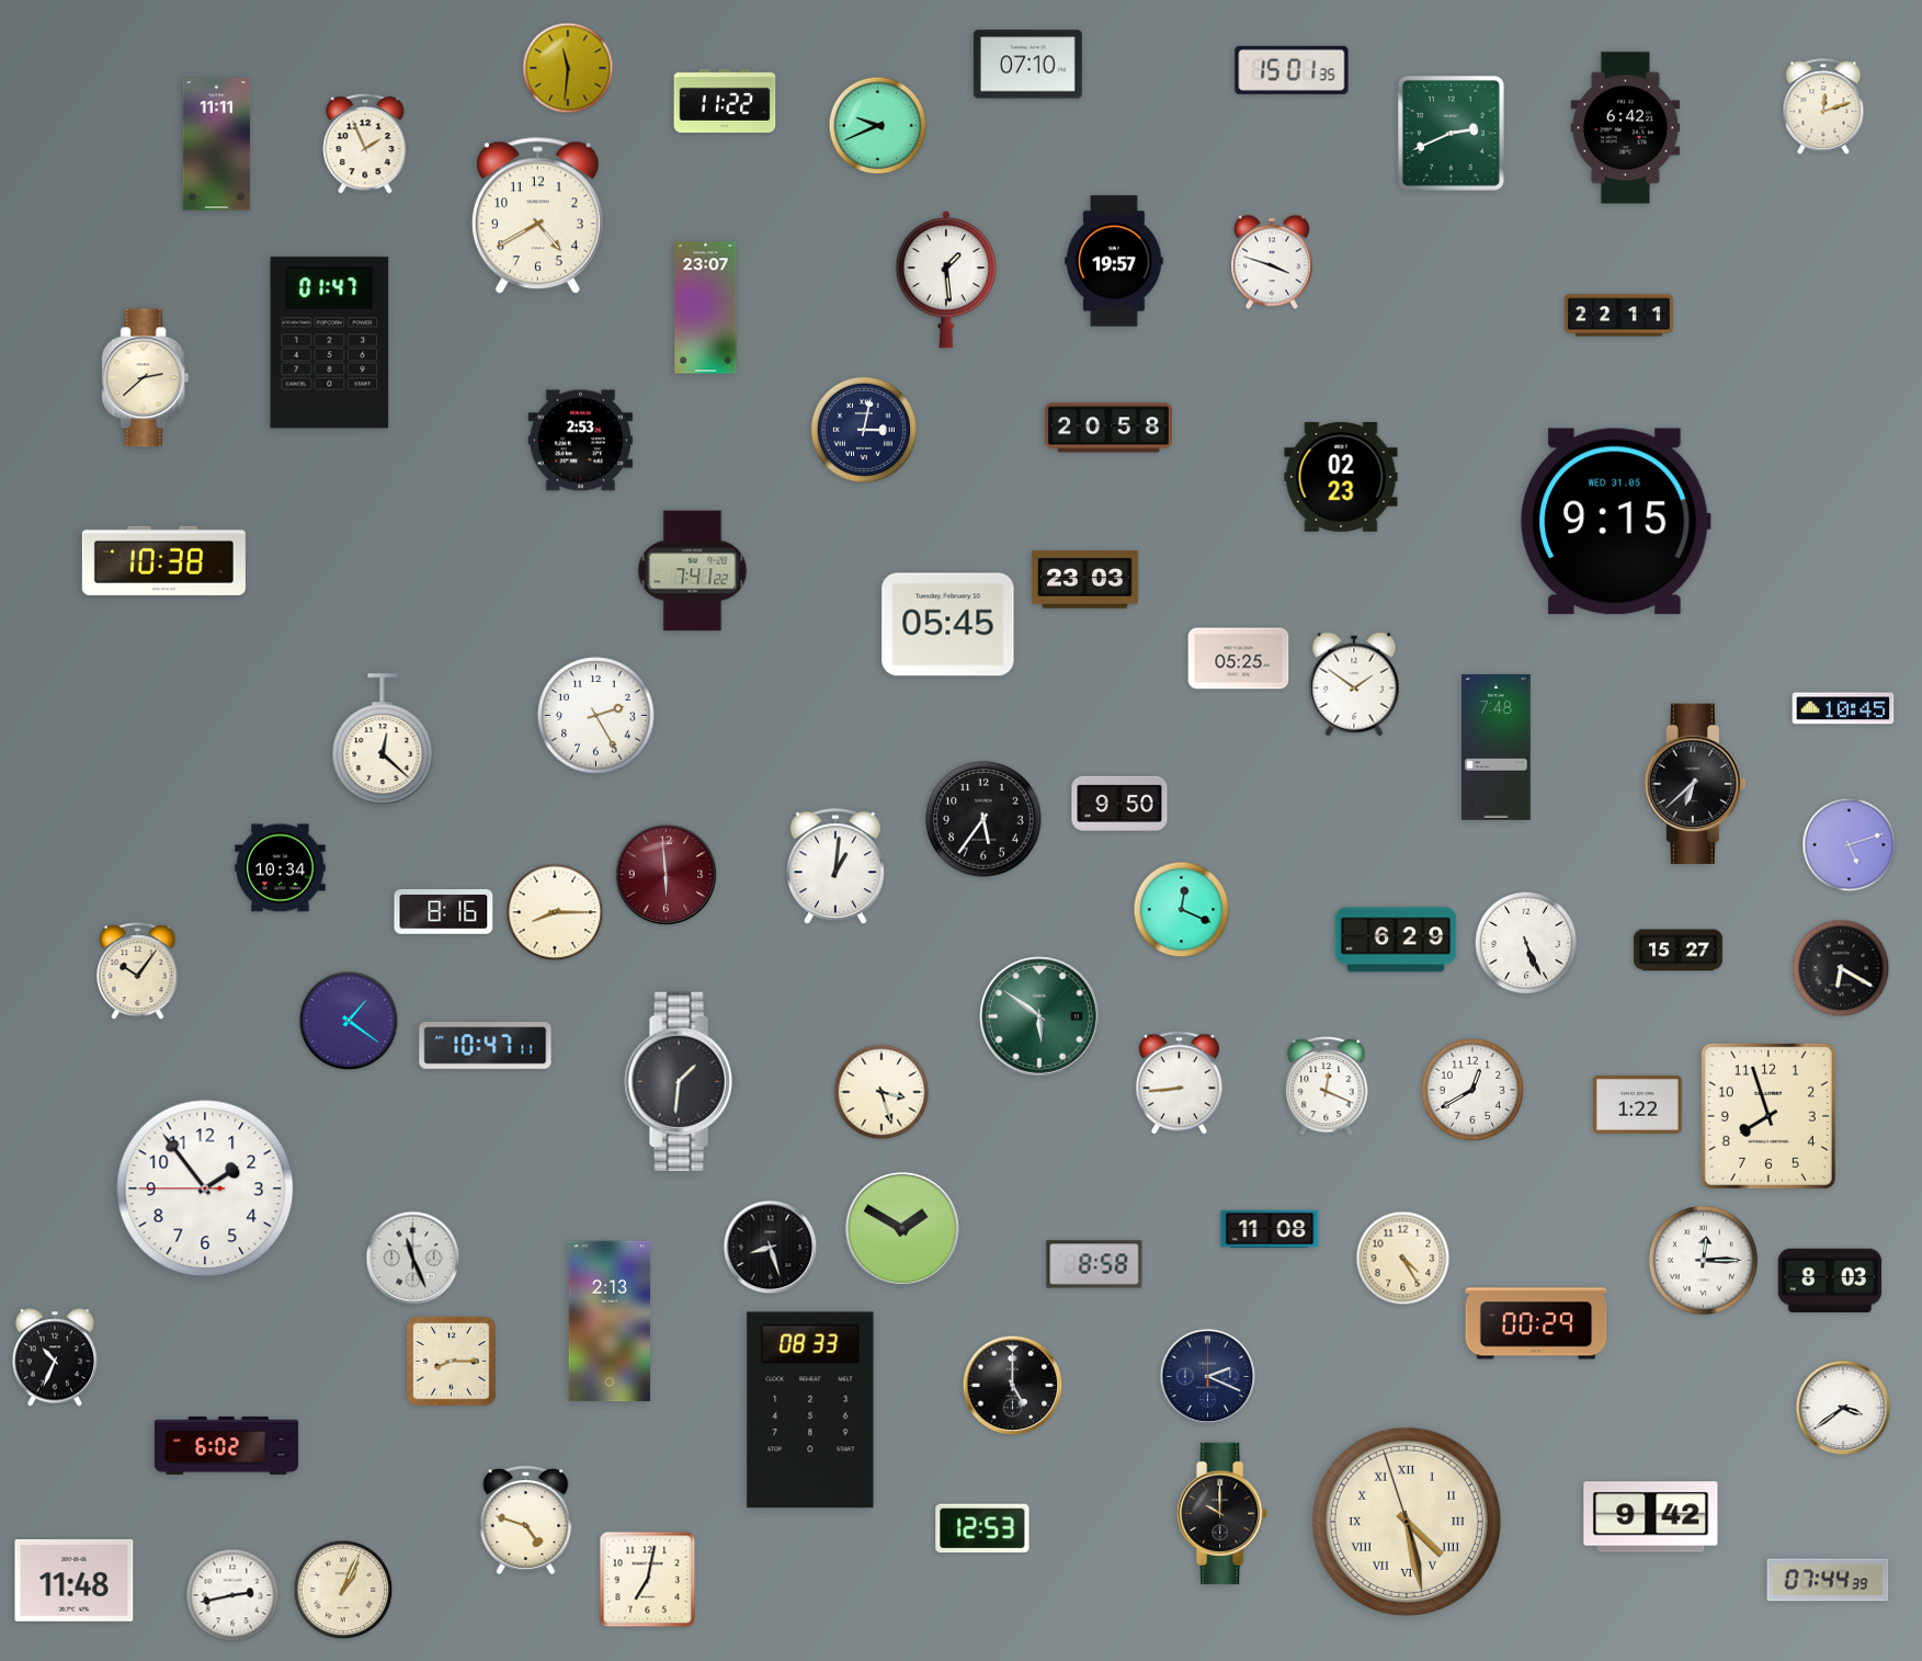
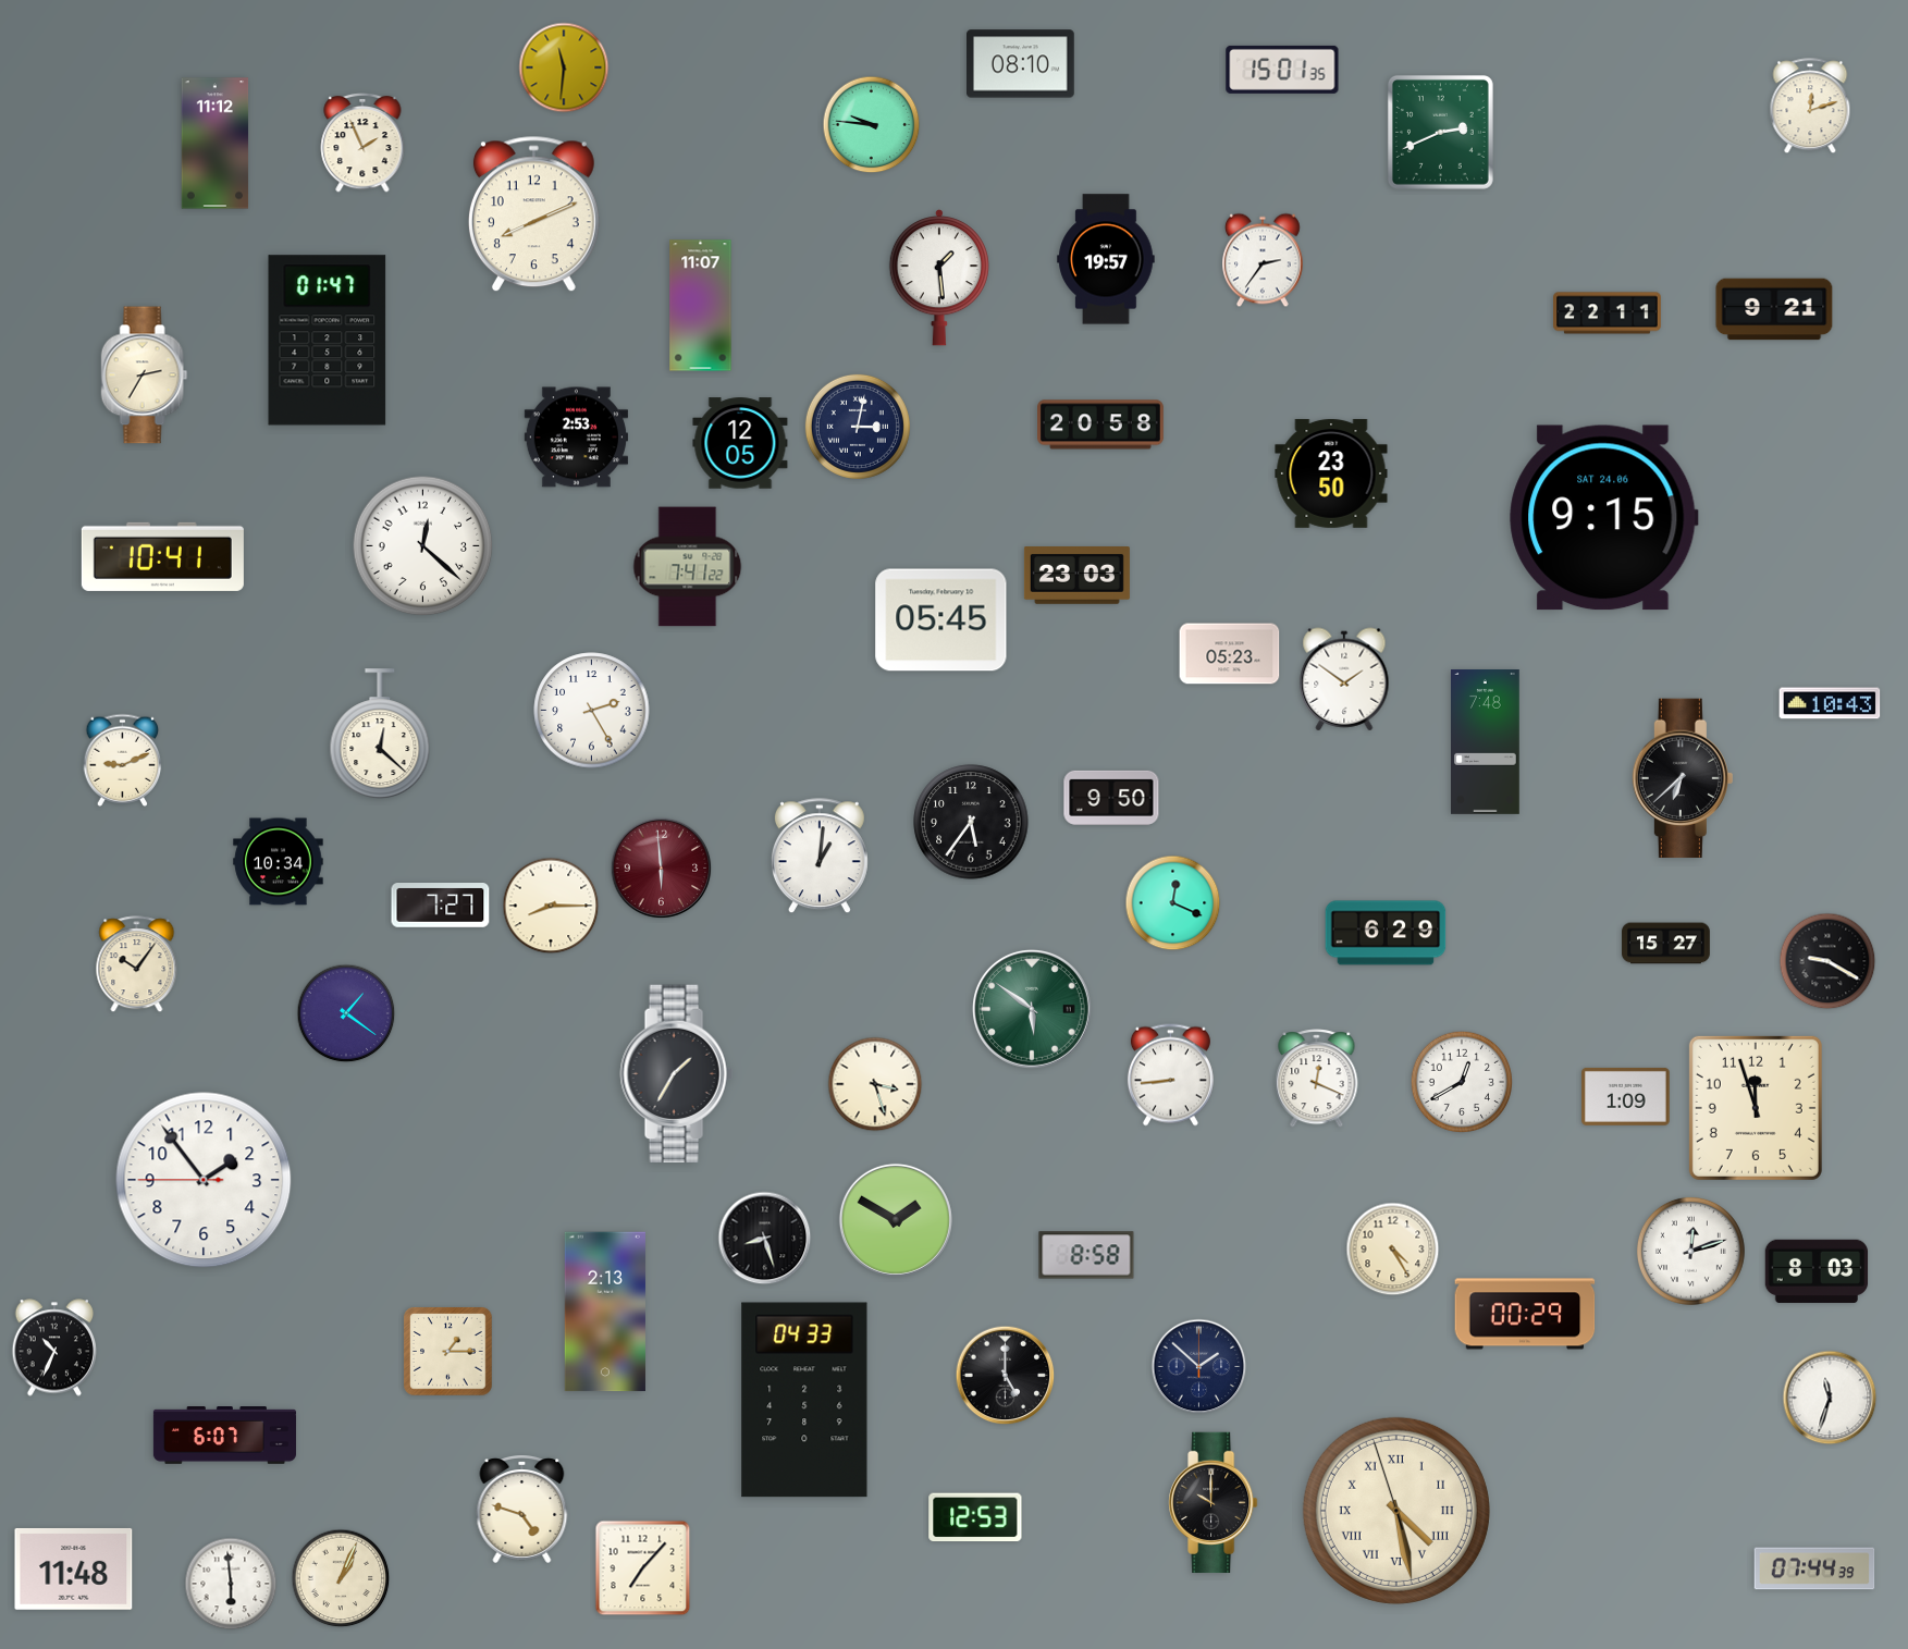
clock at (1028, 65): 07:10 -> 08:10
clock at (725, 101): 11:22 -> none
clock at (878, 126): 9:41 -> 9:46
clock at (1626, 128): 6:42 -> none
clock at (217, 145): 11:11 -> 11:12
clock at (537, 216): 4:40 -> 8:11
clock at (1273, 262): 3:48 -> 2:36
clock at (706, 308): 23:07 -> 11:07
clock at (1774, 309): none -> 9:21
clock at (146, 378): 2:38 -> 2:35
clock at (740, 443): none -> 12:05
clock at (1341, 477): 02:23 -> 23:50
clock at (1616, 522) date: WED 31.05 -> SAT 24.06
clock at (423, 546): none -> 12:22
clock at (163, 560): 10:38 -> 10:41
clock at (1239, 659): 05:25 -> 05:23
clock at (1843, 708): 10:45 -> 10:43
clock at (123, 760): none -> 9:11
clock at (983, 819) position: (983, 819) -> (971, 822)
clock at (1850, 845): 5:12 -> none
clock at (835, 867) position: (835, 867) -> (820, 857)
clock at (444, 912): 8:16 -> 7:27
clock at (1526, 943): 5:26 -> none
clock at (1841, 968): 6:20 -> 9:20
clock at (486, 1046): 10:47 -> none
clock at (681, 1082): 1:31 -> 1:35
clock at (1638, 1104): 1:22 -> 1:09
clock at (1769, 1116): 7:57 -> 11:57
clock at (1270, 1229): 11:08 -> none
clock at (413, 1259): 11:26 -> none
clock at (1703, 1260): 12:15 -> 12:12
clock at (452, 1362): 8:15 -> 1:15
clock at (1208, 1377): 2:19 -> 1:52
clock at (1843, 1408): 3:39 -> 11:33
clock at (810, 1410): 08:33 -> 04:33
clock at (226, 1446): 6:02 -> 6:07
clock at (1651, 1517): 9:42 -> none
clock at (648, 1580): 7:02 -> 7:07
clock at (232, 1595): 2:43 -> 5:59
